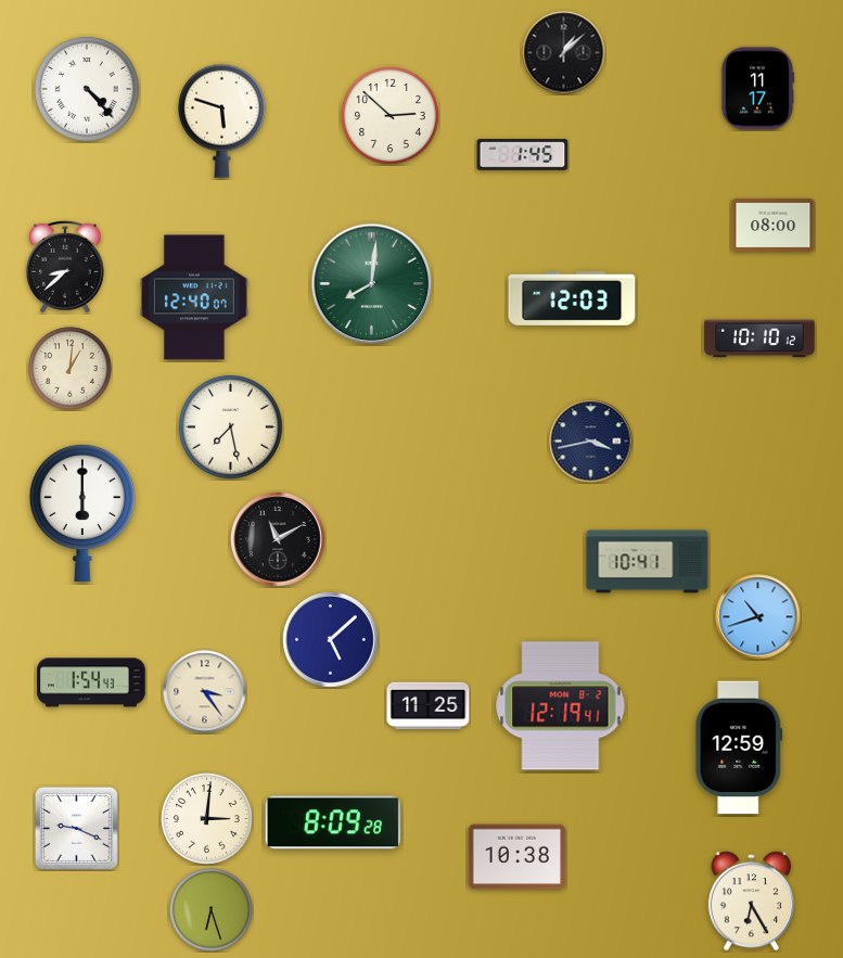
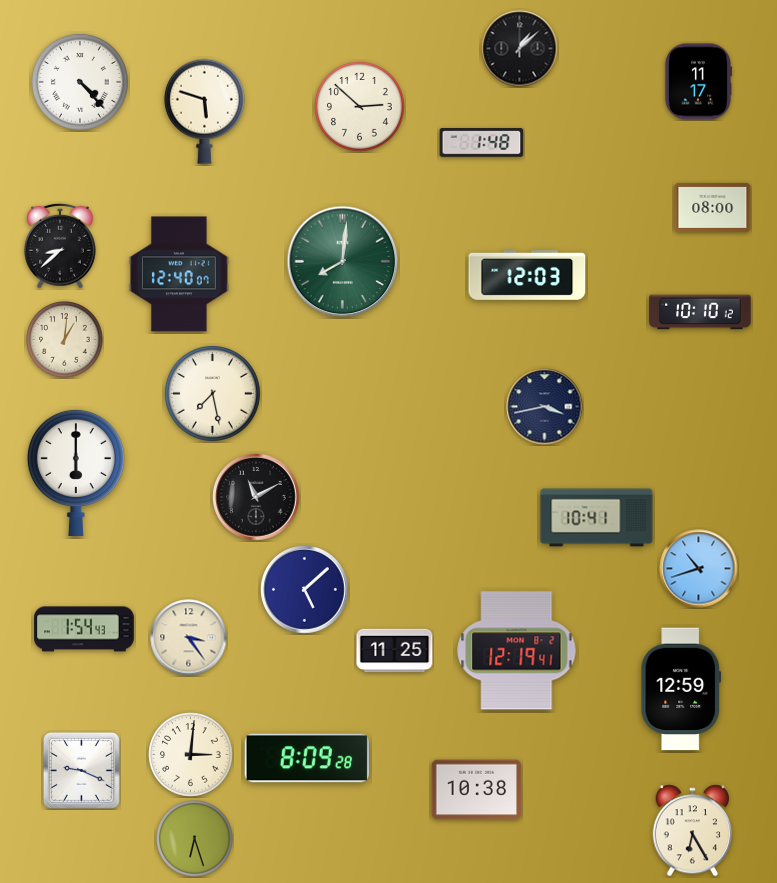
clock at (523, 155): 1:45 -> 1:48
clock at (76, 828) position: (76, 828) -> (81, 770)
